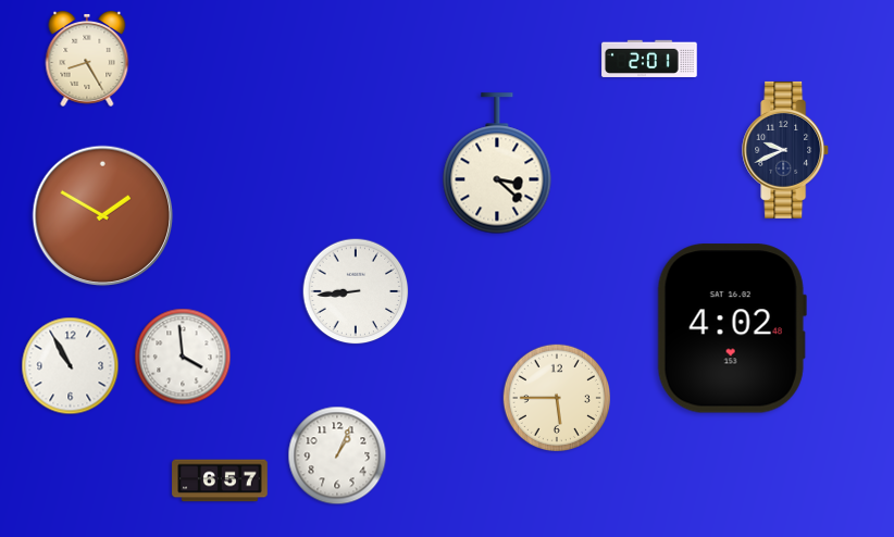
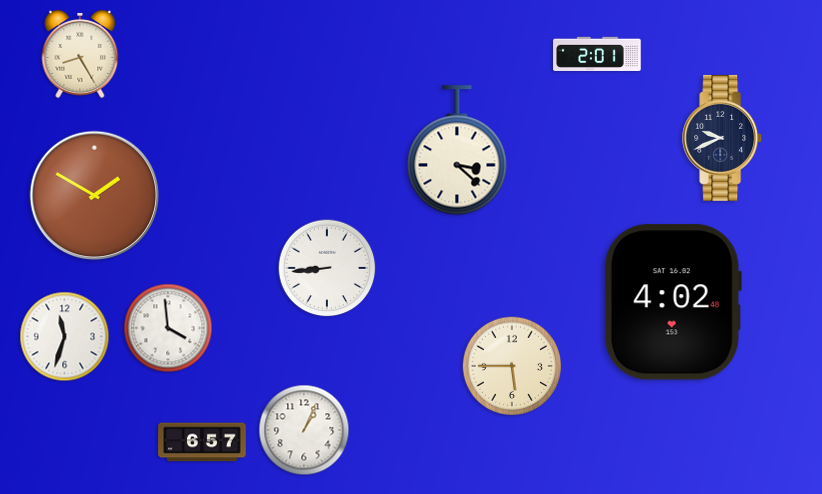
clock at (103, 216) position: (103, 216) -> (95, 196)
clock at (71, 366): 10:55 -> 11:33
clock at (337, 455) position: (337, 455) -> (304, 430)
